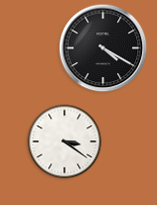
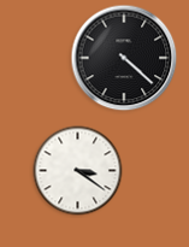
clock at (103, 48): 4:20 -> 4:22
